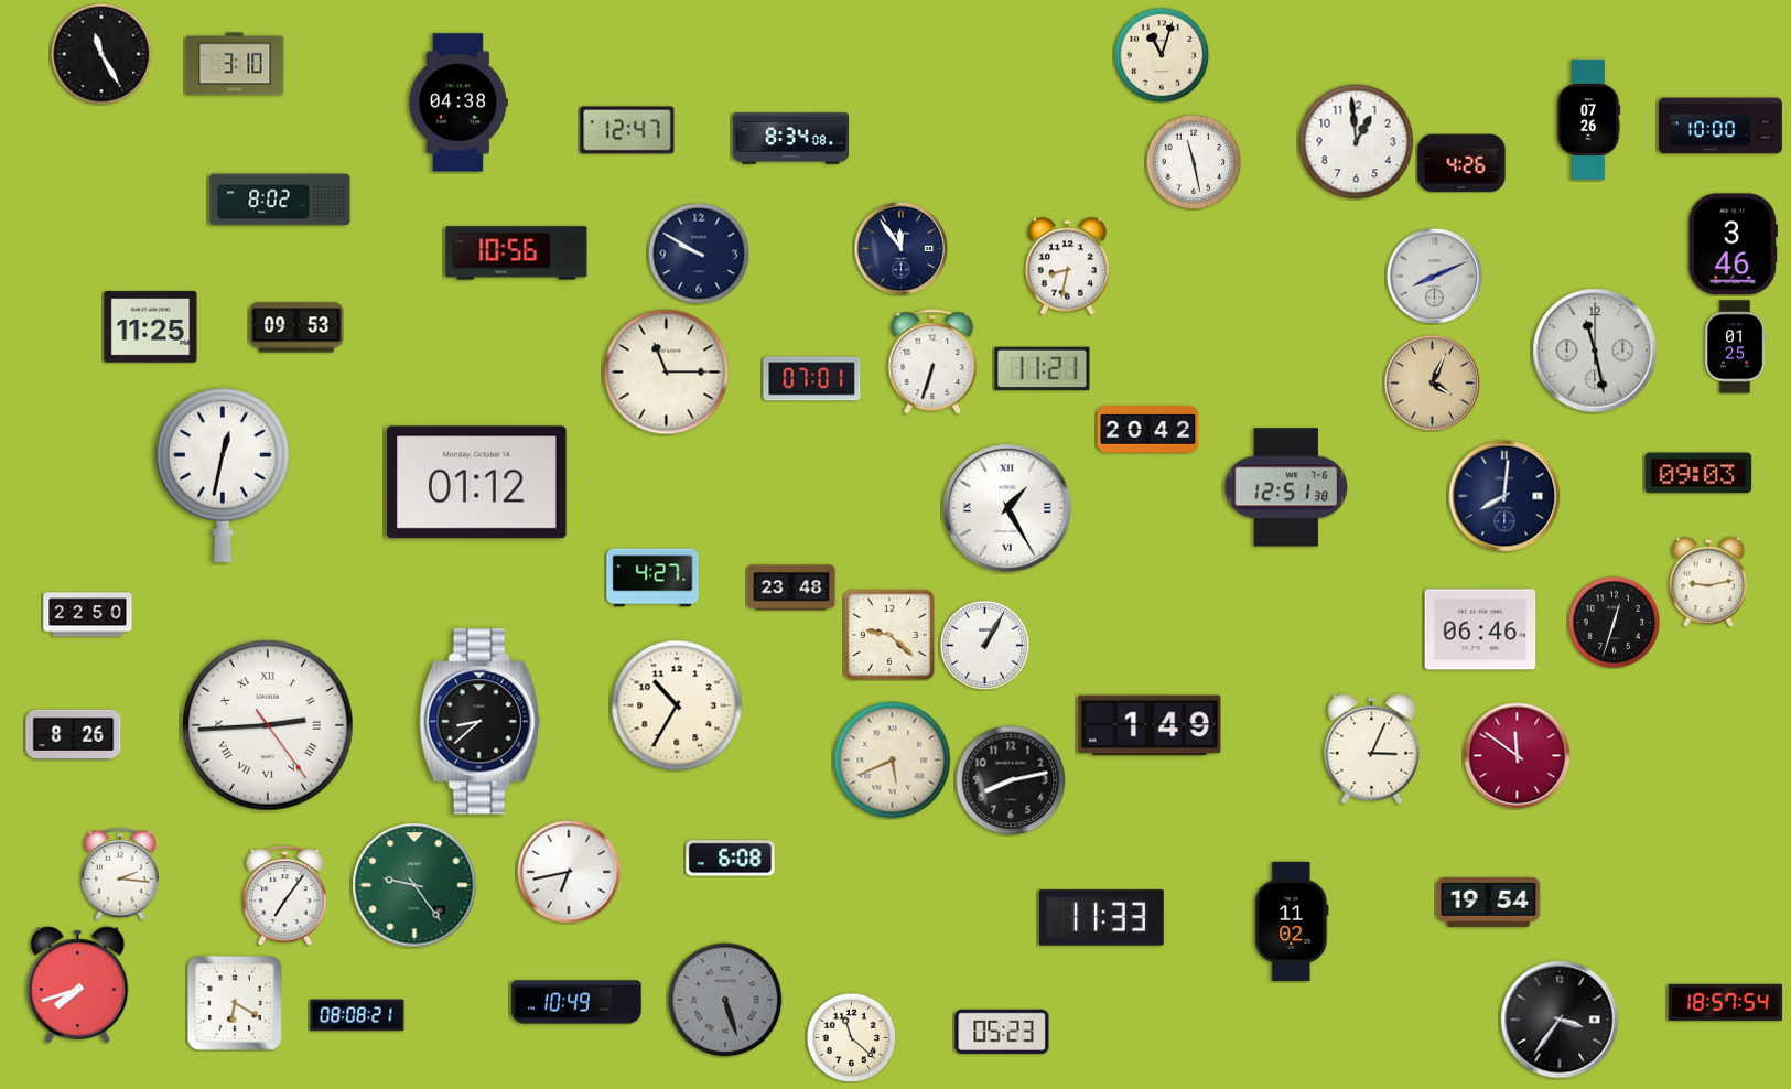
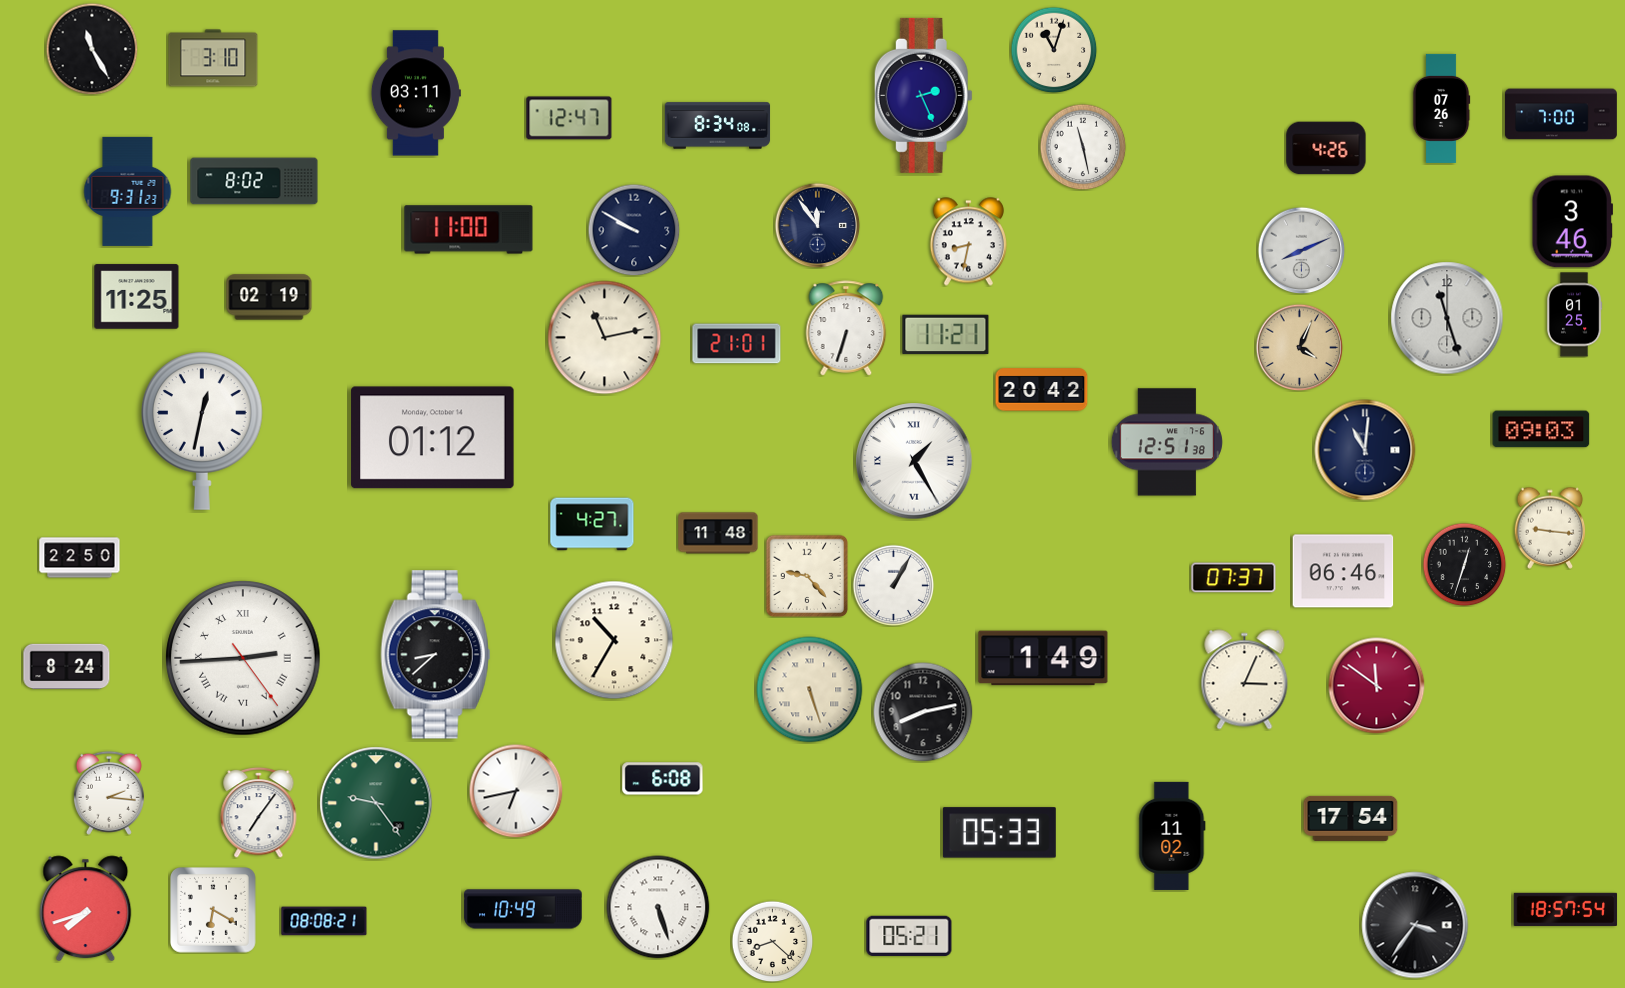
clock at (457, 103): 04:38 -> 03:11
clock at (923, 95): none -> 2:26
clock at (1720, 126): 10:00 -> 7:00
clock at (1357, 142): 12:59 -> none
clock at (128, 191): none -> 9:31
clock at (517, 254): 10:56 -> 11:00
clock at (296, 327): 09:53 -> 02:19
clock at (1595, 351): 11:28 -> 11:27
clock at (667, 373): 11:15 -> 11:13
clock at (812, 379): 07:01 -> 21:01
clock at (1504, 496): 8:01 -> 11:01
clock at (1708, 582): 9:13 -> 9:16
clock at (791, 587): 23:48 -> 11:48
clock at (889, 635): 9:22 -> 9:23
clock at (1234, 578): none -> 07:37
clock at (74, 735): 8:26 -> 8:24
clock at (893, 761): 5:41 -> 5:27
clock at (1011, 780) position: (1011, 780) -> (923, 712)
clock at (1489, 902): 19:54 -> 17:54
clock at (1101, 918): 11:33 -> 05:33
clock at (78, 985) position: (78, 985) -> (86, 909)
clock at (725, 1000) dial: grey -> white
clock at (1002, 1032): 05:23 -> 05:21
clock at (851, 1037): 11:22 -> 8:22
